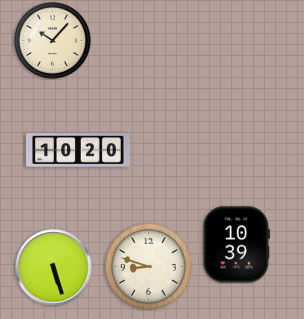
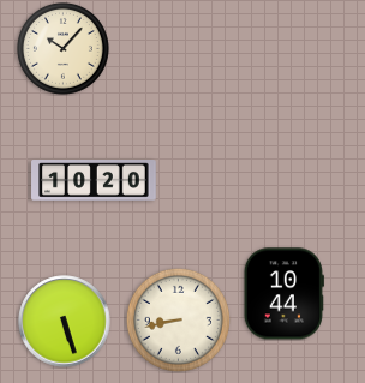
clock at (236, 245): 10:39 -> 10:44
clock at (148, 266): 8:48 -> 8:43
